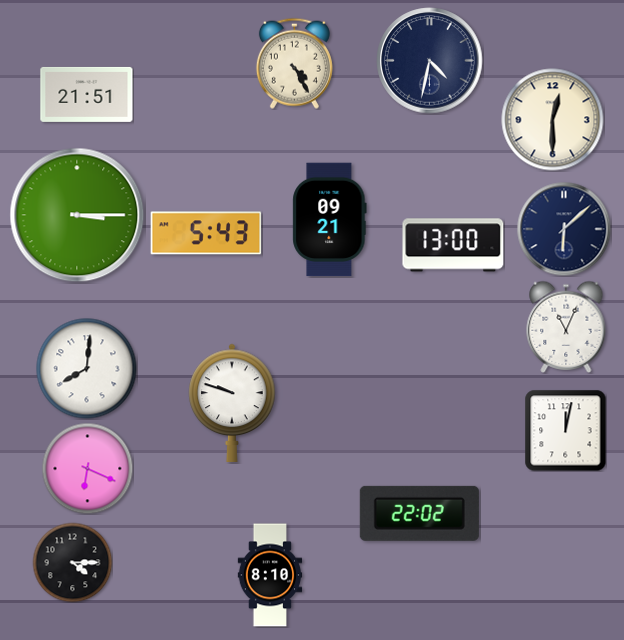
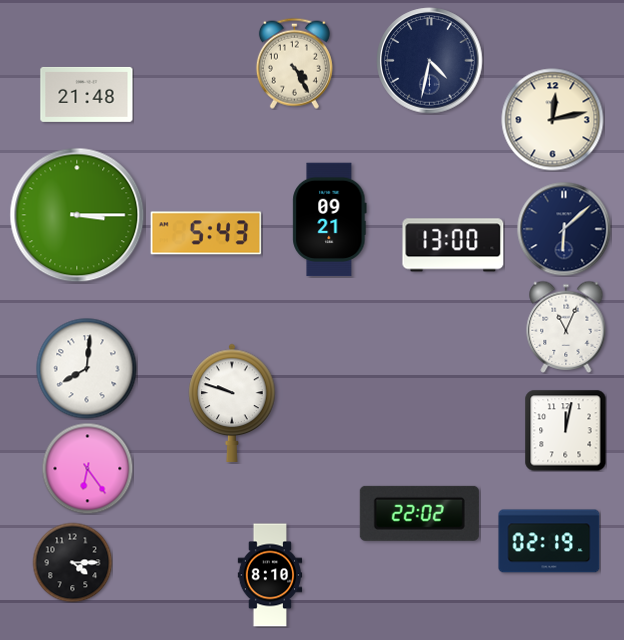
clock at (87, 94): 21:51 -> 21:48
clock at (553, 120): 12:30 -> 12:13
clock at (87, 468): 6:19 -> 6:24
clock at (549, 541): none -> 02:19
